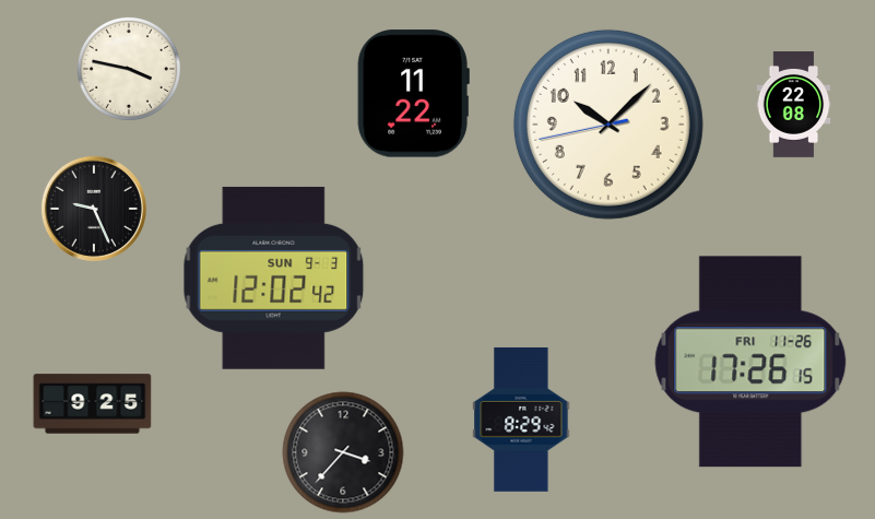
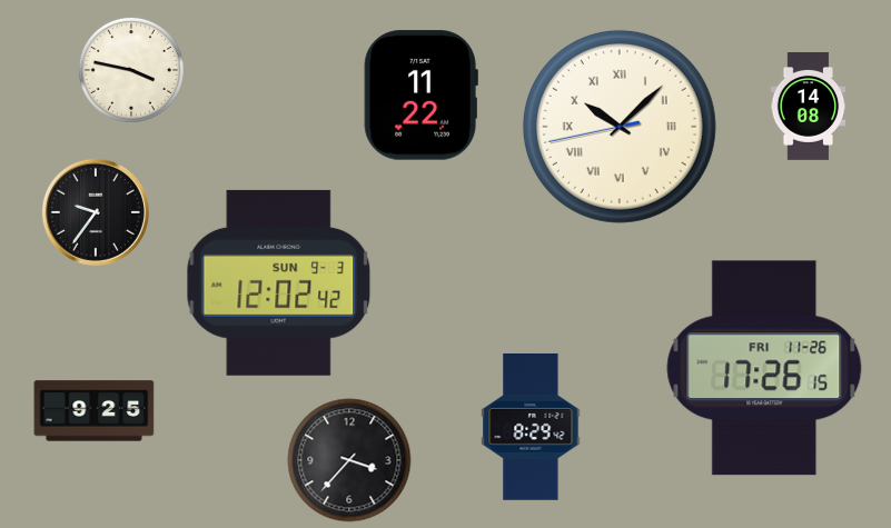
clock at (794, 105): 22:08 -> 14:08
clock at (608, 125) numerals: Arabic -> Roman
clock at (94, 209): 9:26 -> 9:36
